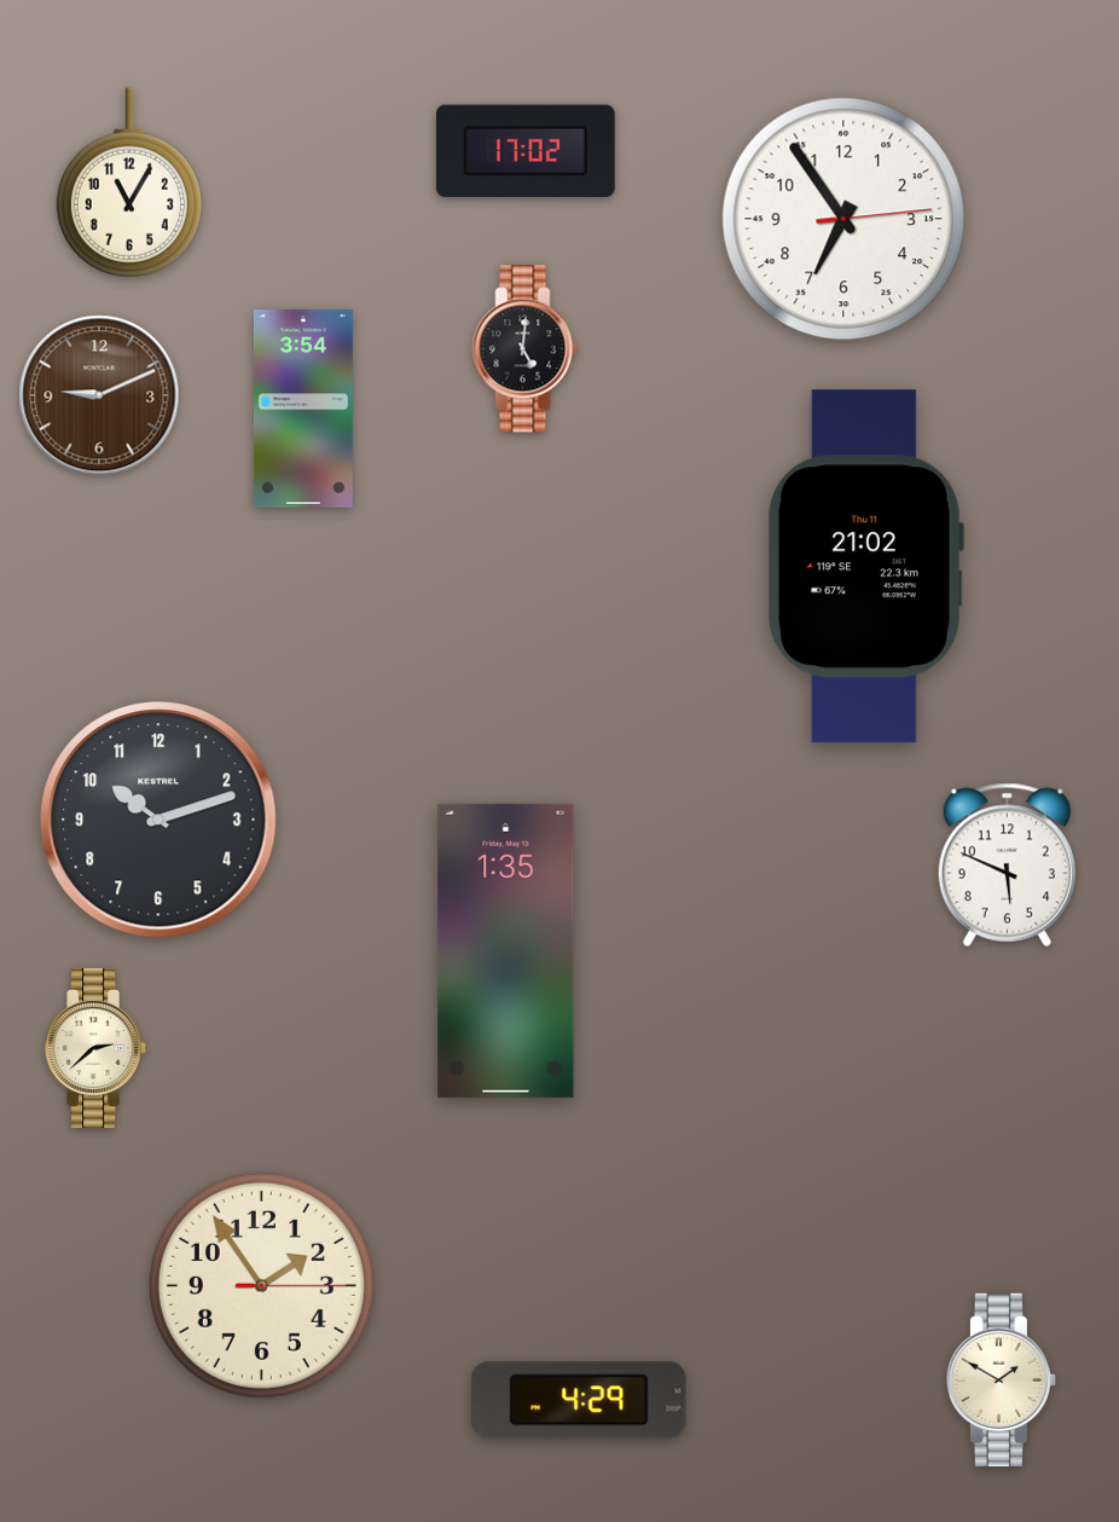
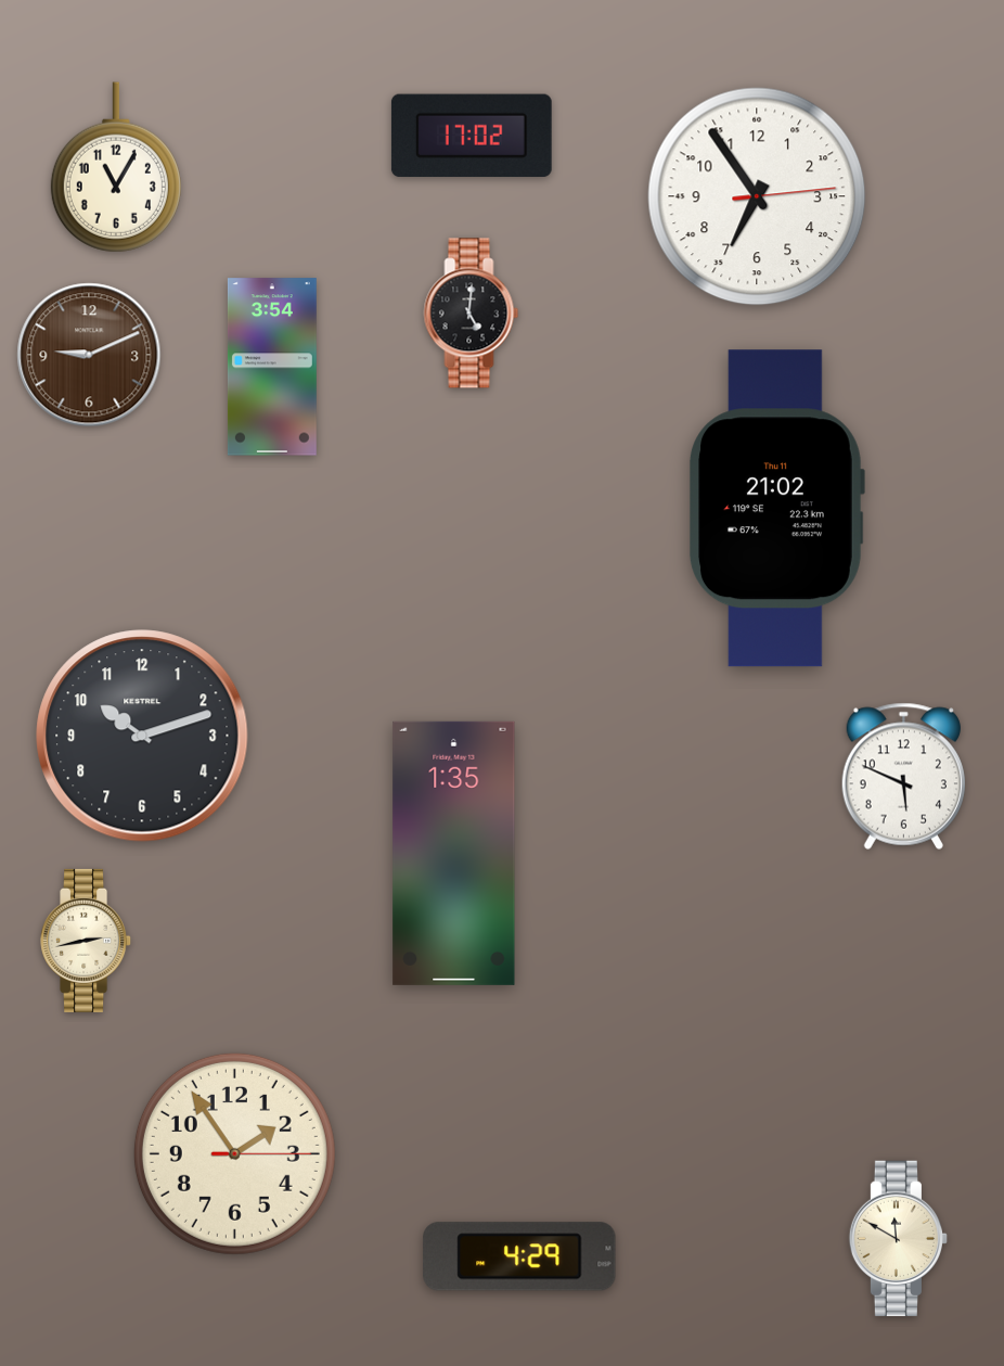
clock at (129, 183) position: (129, 183) -> (116, 167)
clock at (97, 1048): 2:38 -> 2:43
clock at (1002, 1381): 1:50 -> 11:50
